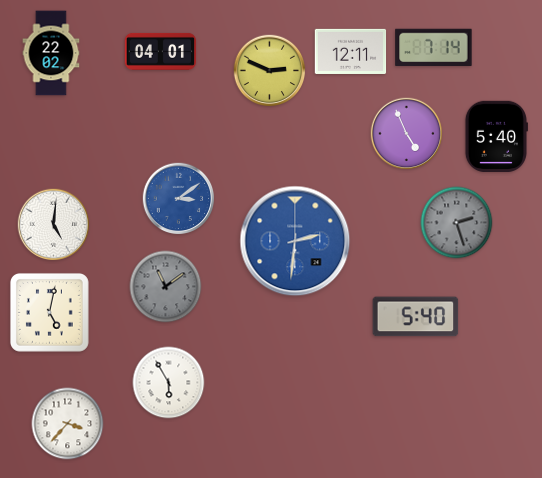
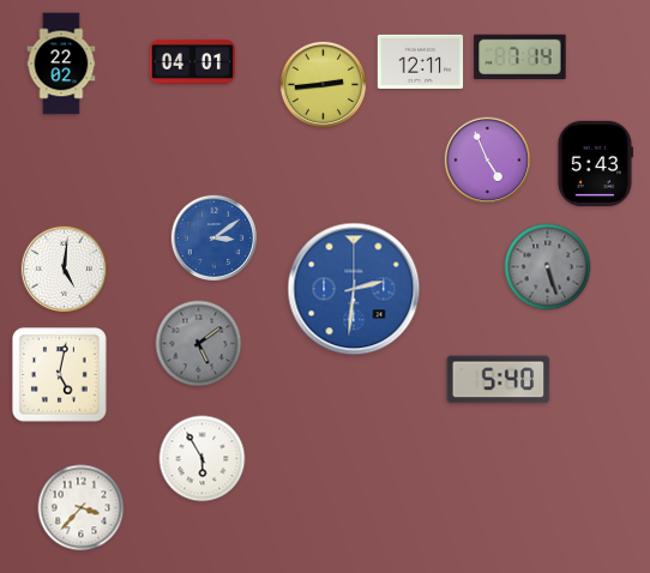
clock at (270, 71): 2:49 -> 2:44
clock at (496, 136): 5:40 -> 5:43
clock at (457, 223): 2:27 -> 5:27
clock at (166, 287): 11:09 -> 5:09
